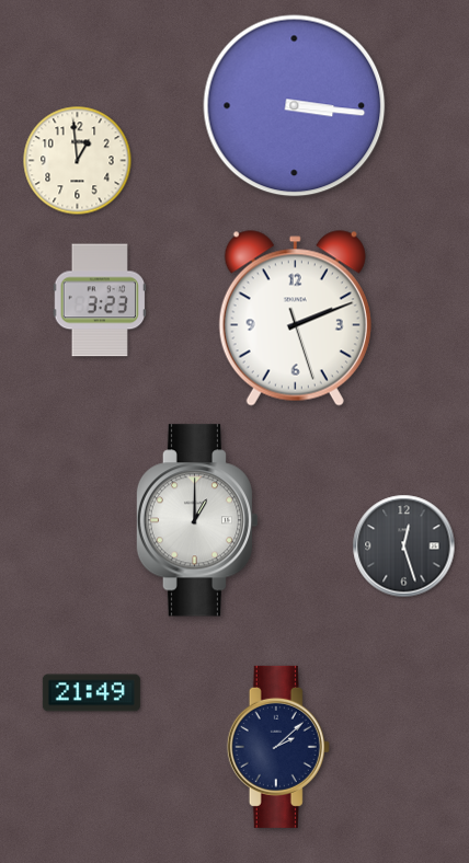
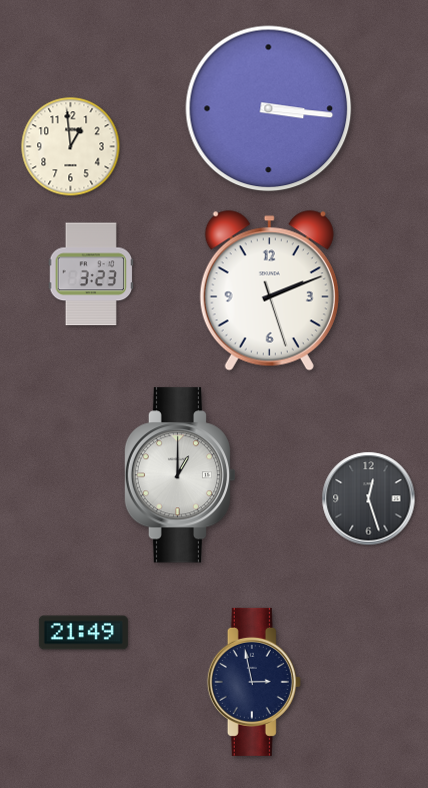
clock at (295, 106) position: (295, 106) -> (269, 109)
clock at (278, 747): 2:08 -> 2:58
